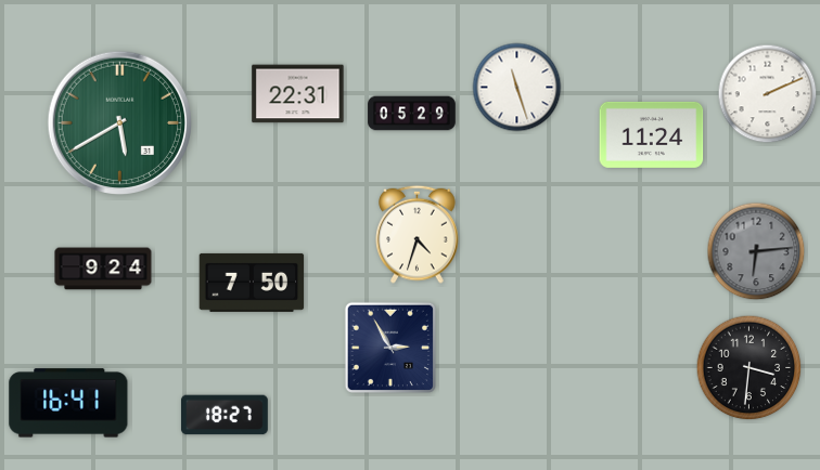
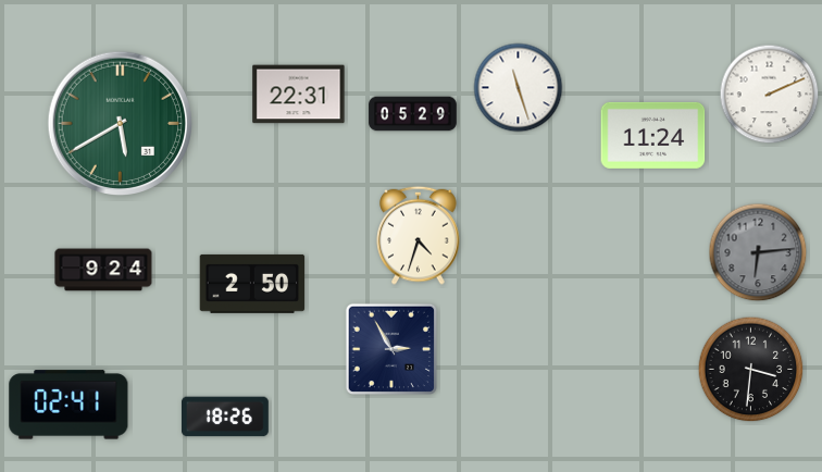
clock at (252, 283): 7:50 -> 2:50
clock at (68, 403): 16:41 -> 02:41
clock at (225, 415): 18:27 -> 18:26
